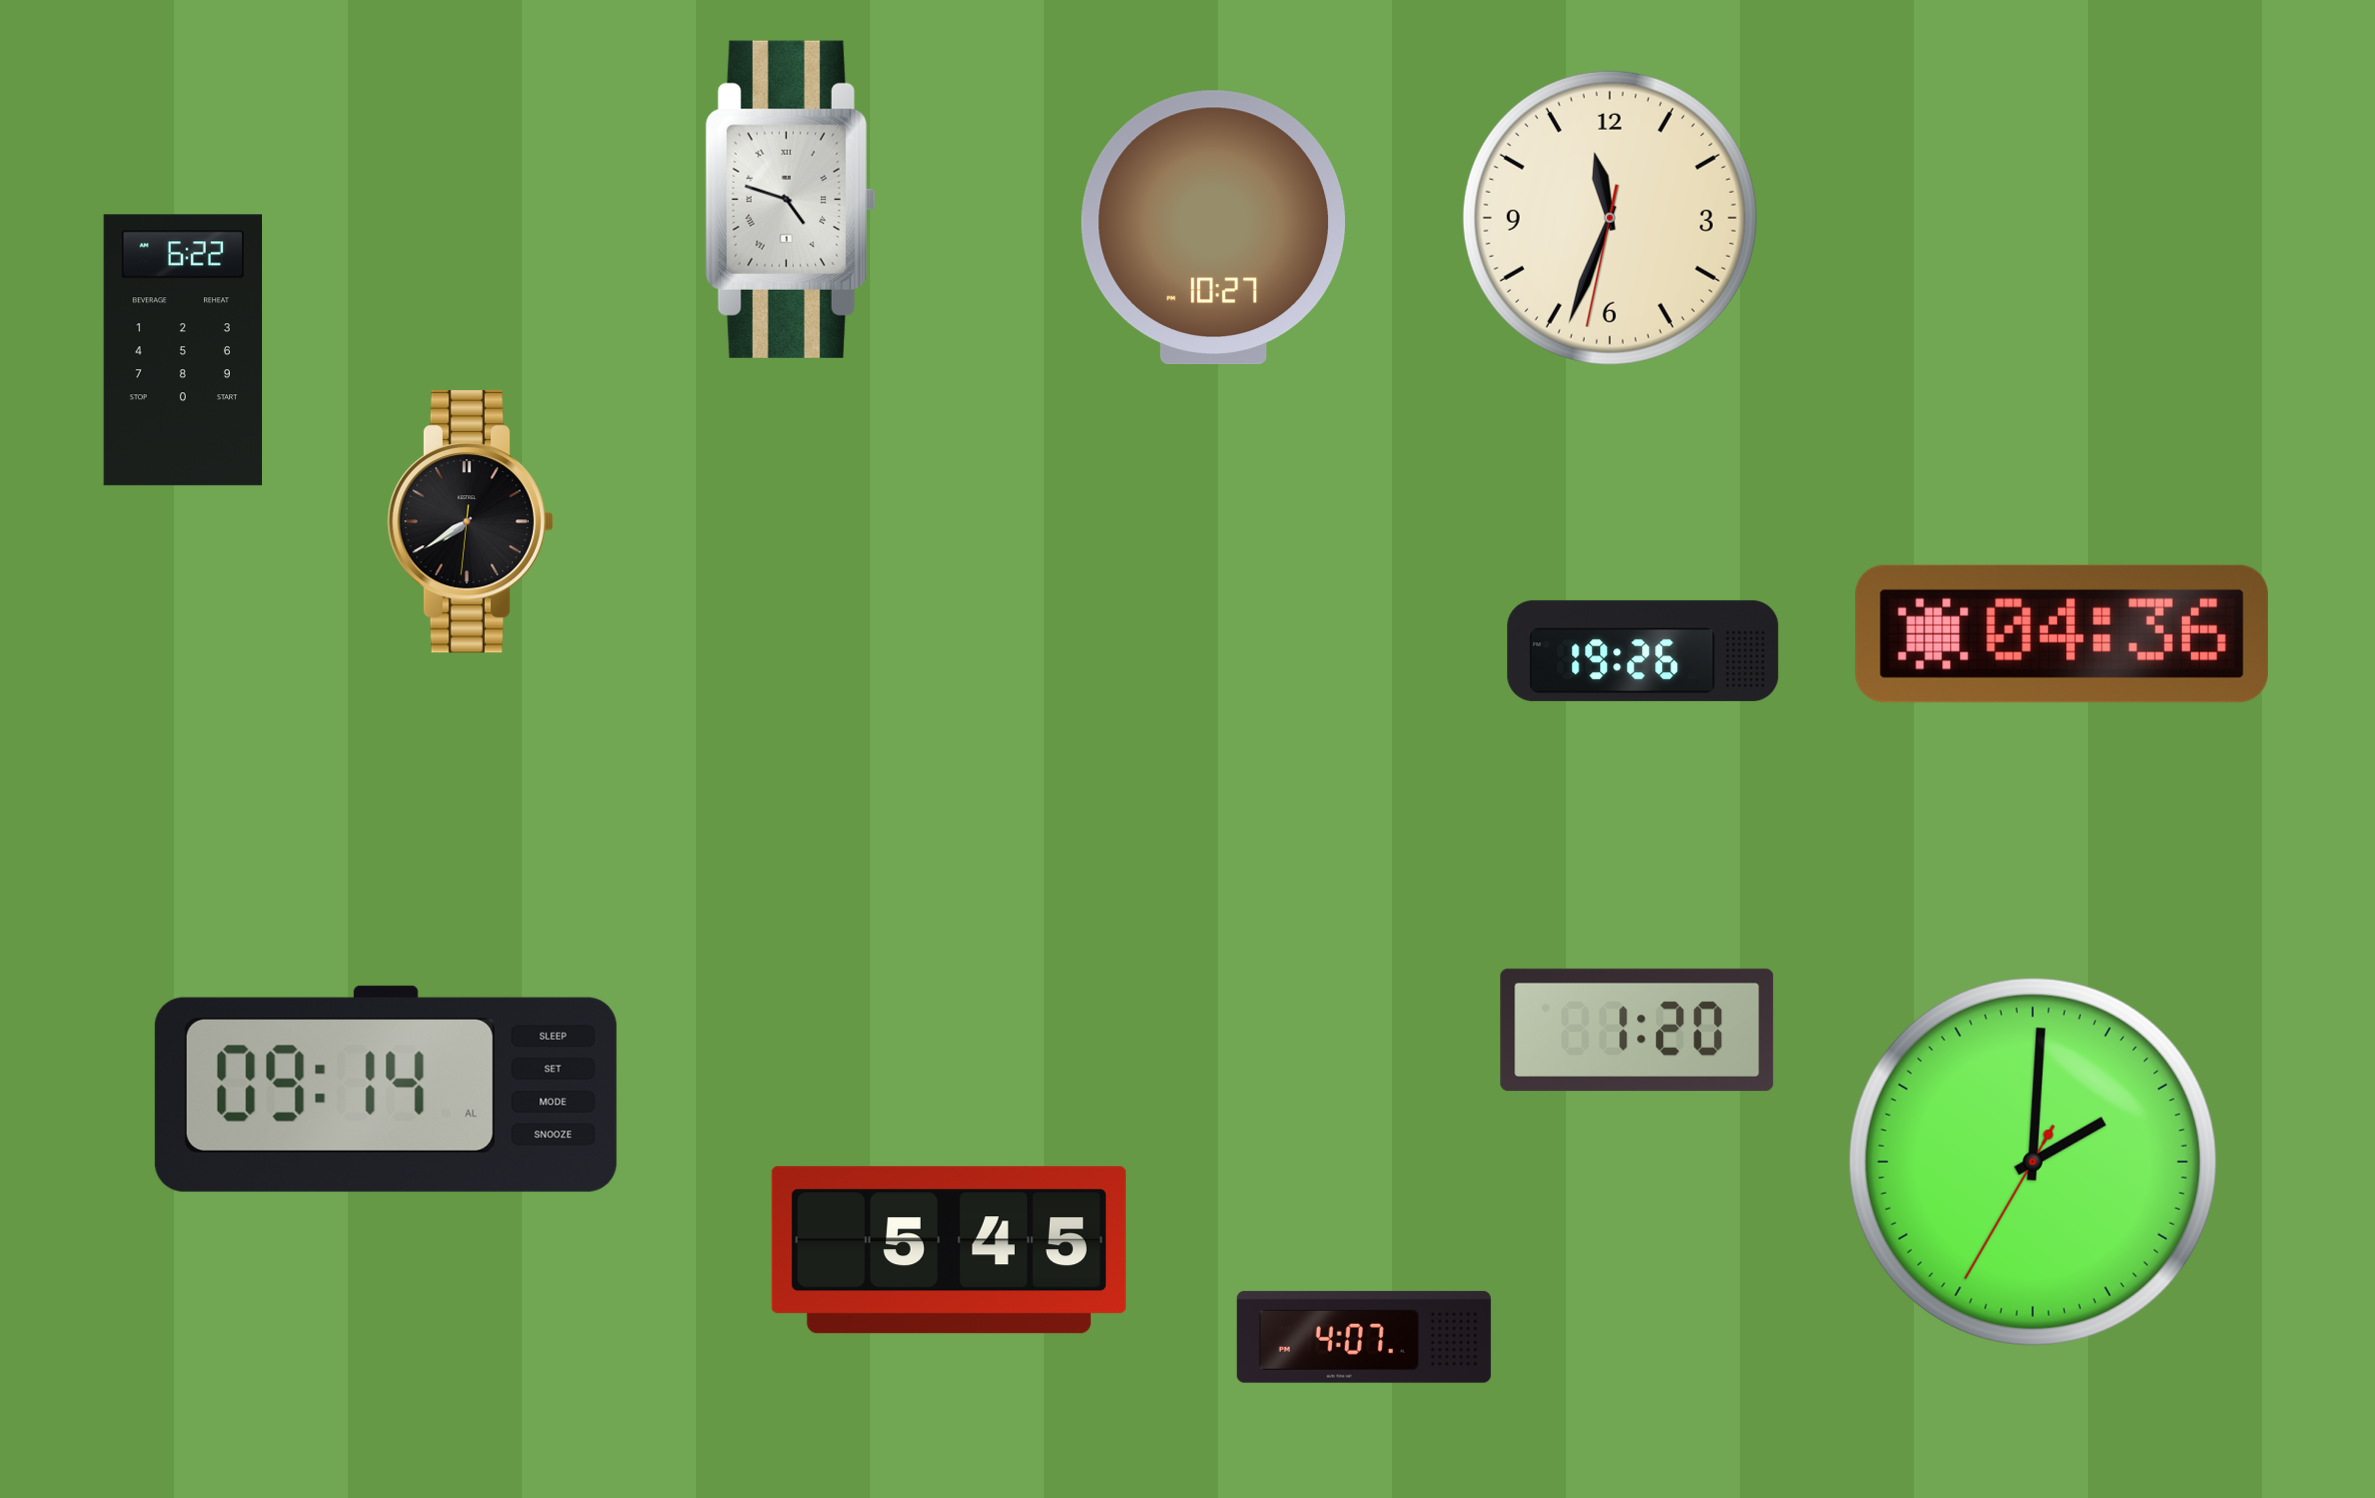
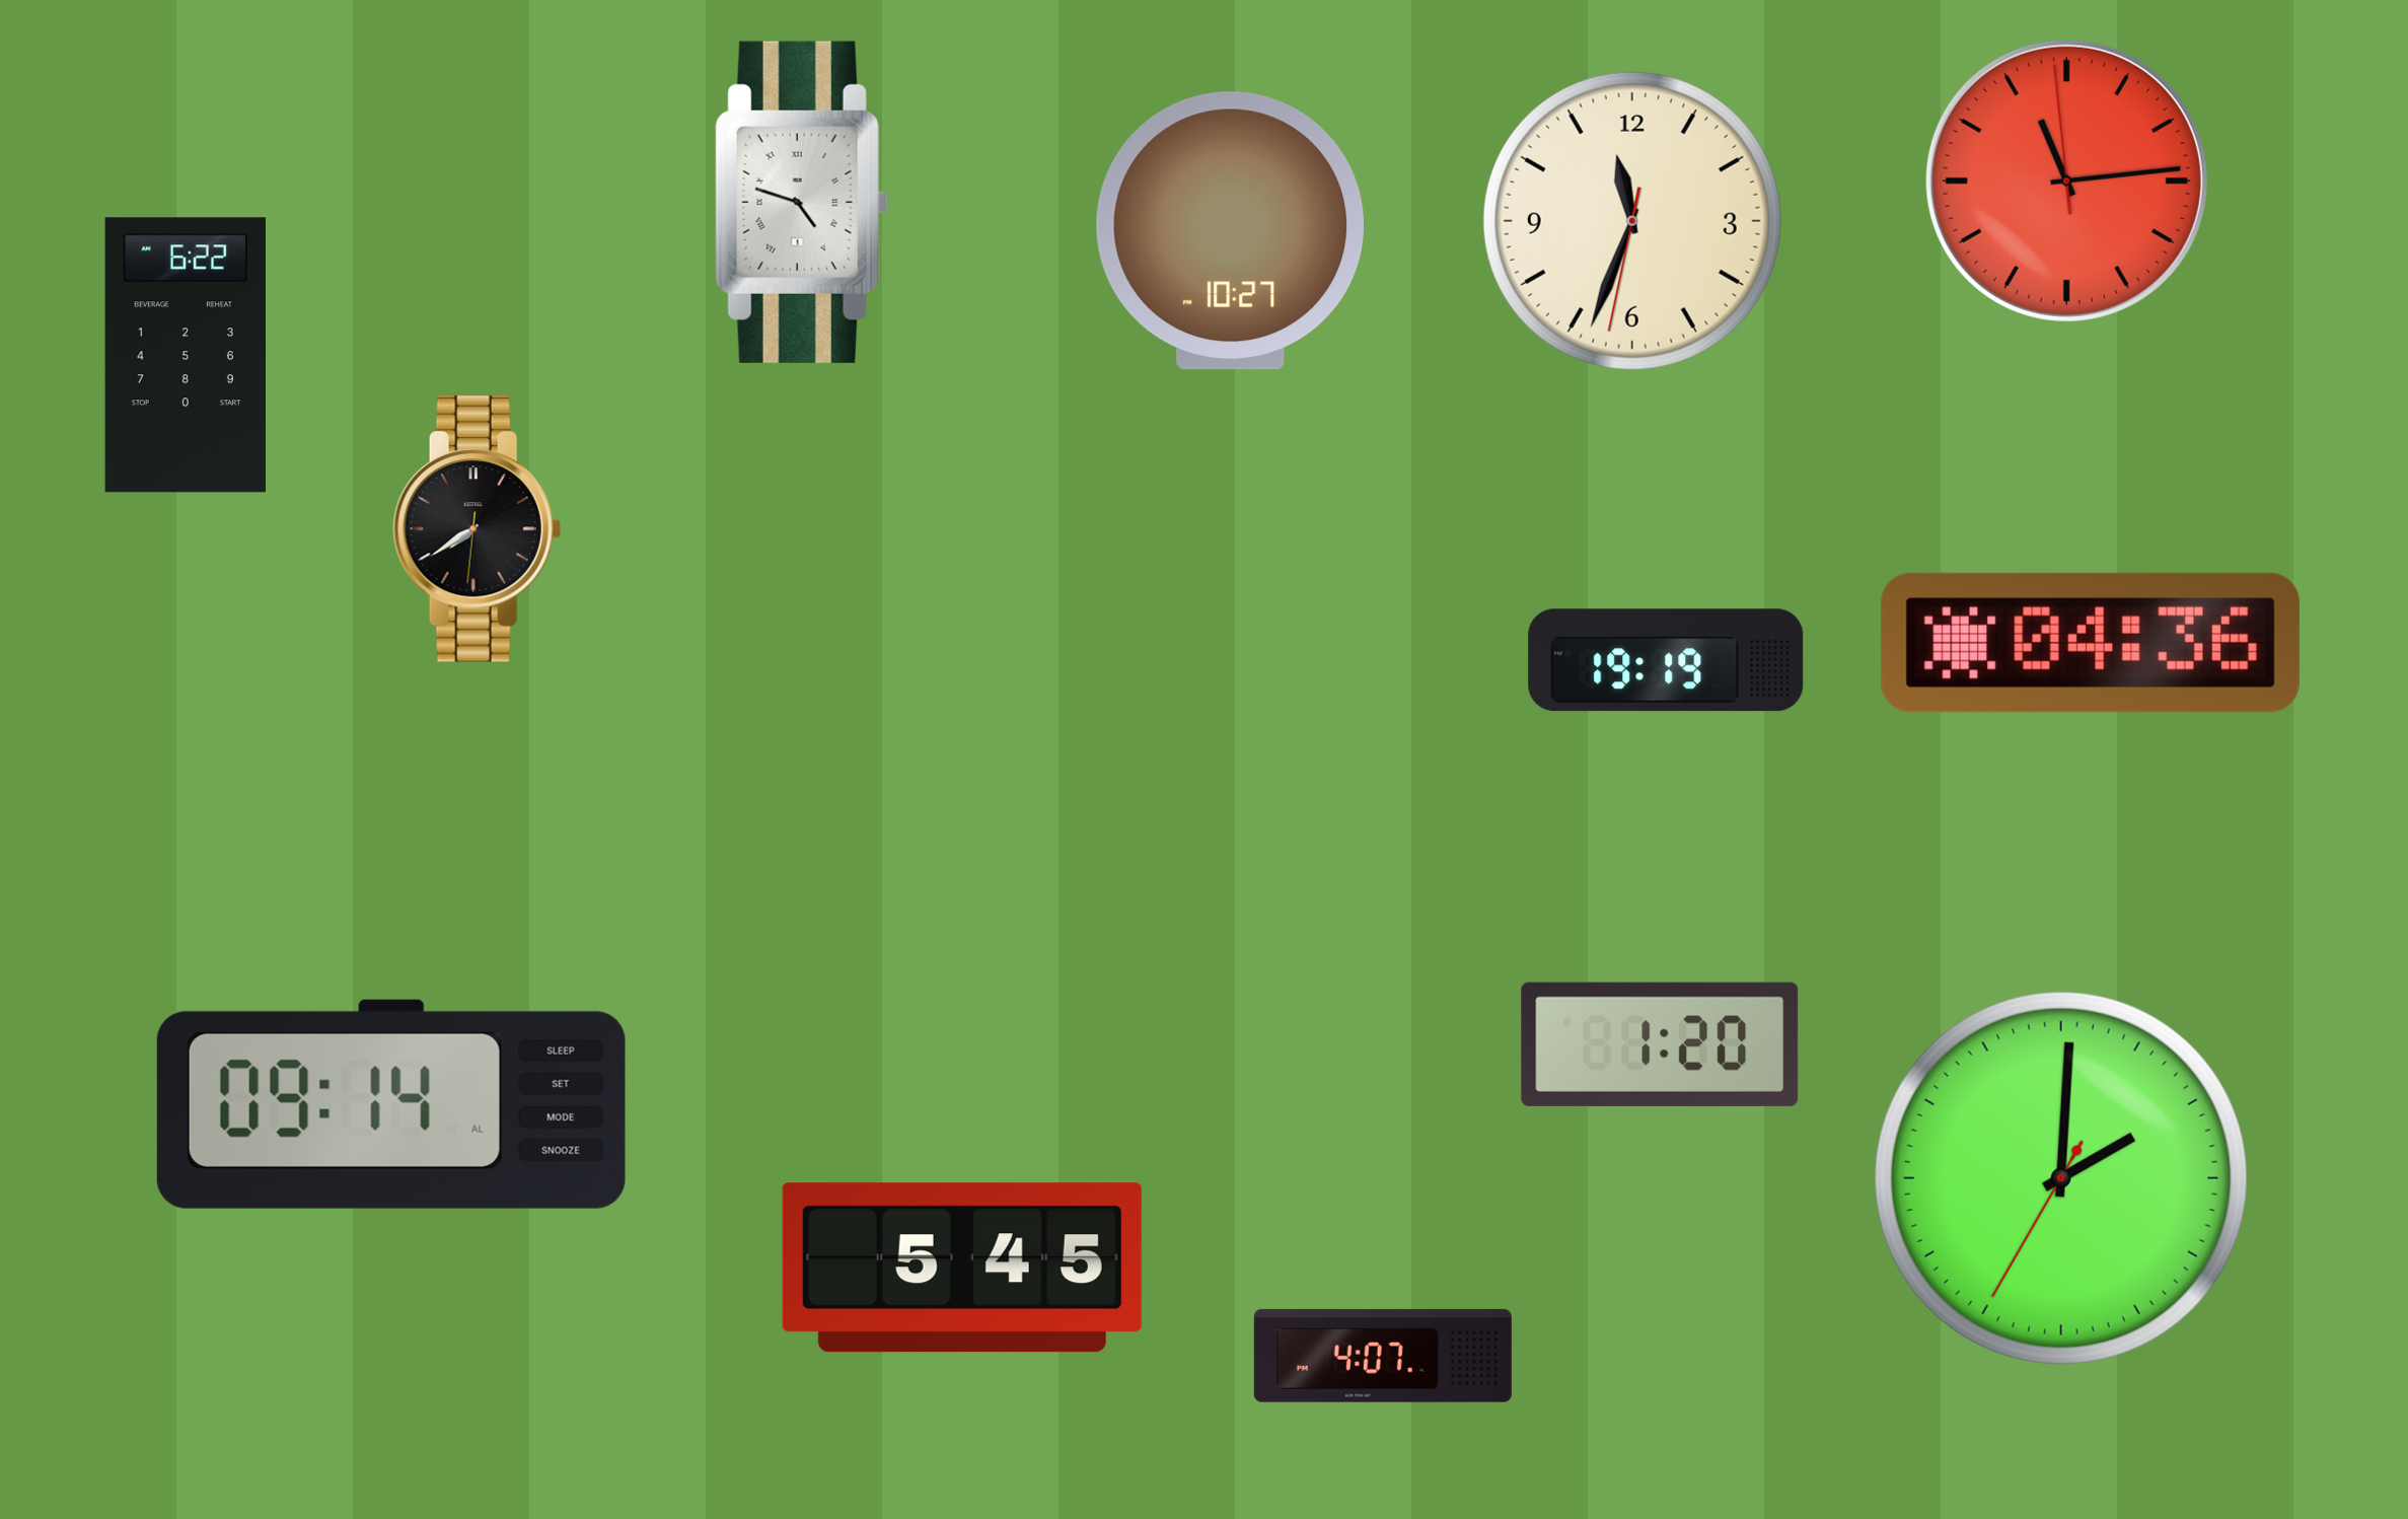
clock at (2066, 180): none -> 11:13
clock at (1643, 651): 19:26 -> 19:19
